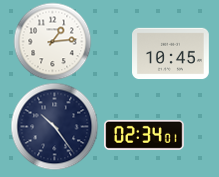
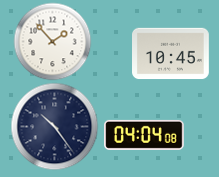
clock at (52, 41): 1:14 -> 1:53
clock at (144, 135): 02:34 -> 04:04
